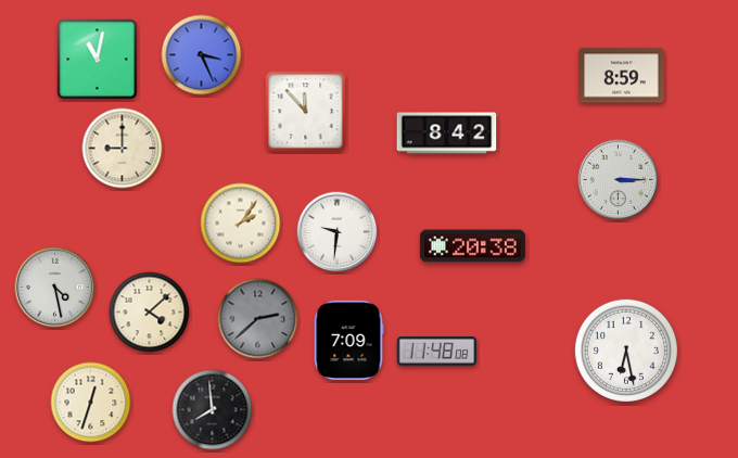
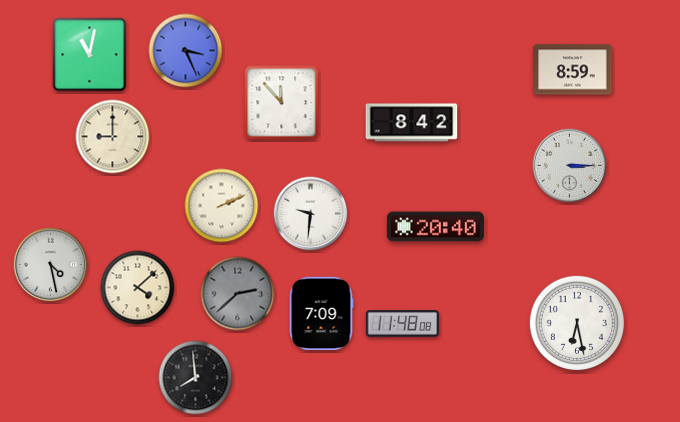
clock at (241, 224): 2:06 -> 2:11
clock at (472, 246): 20:38 -> 20:40
clock at (91, 403): 12:33 -> none
